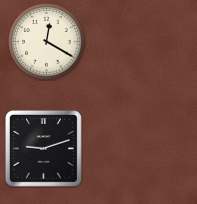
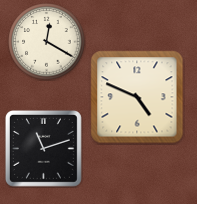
clock at (137, 97): none -> 4:49
clock at (43, 148): 9:12 -> 11:12
